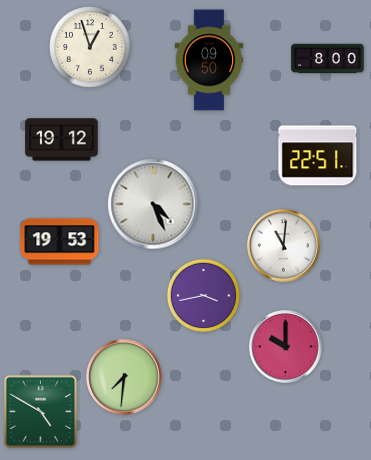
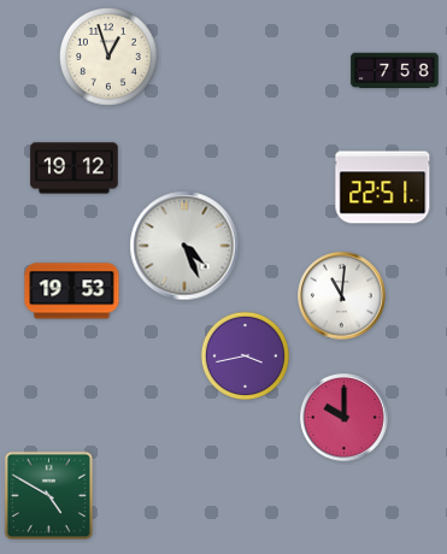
clock at (328, 59): 8:00 -> 7:58
clock at (209, 60): 09:50 -> none
clock at (124, 377): 7:31 -> none
